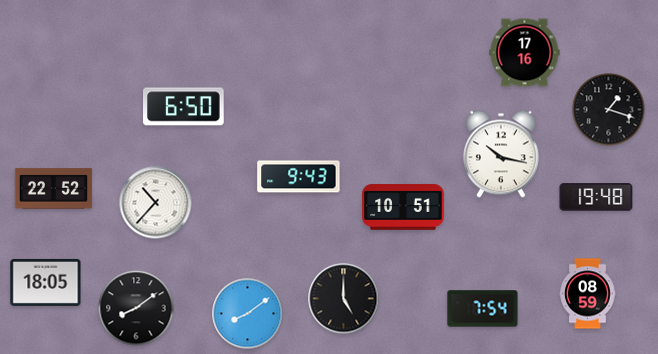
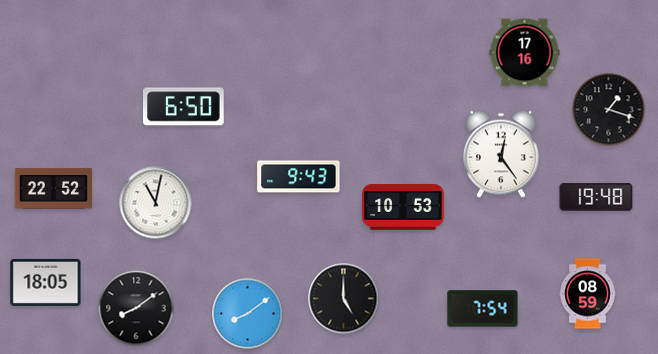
clock at (501, 154): 10:17 -> 12:24
clock at (156, 203): 10:37 -> 11:02
clock at (403, 207): 10:51 -> 10:53
